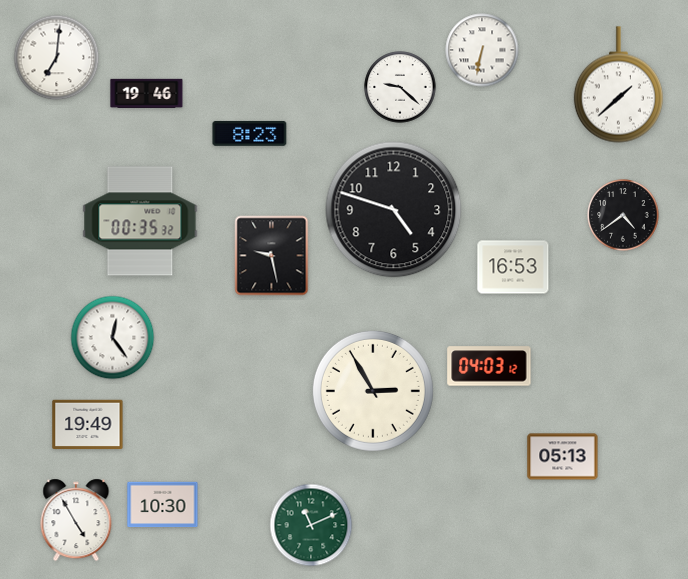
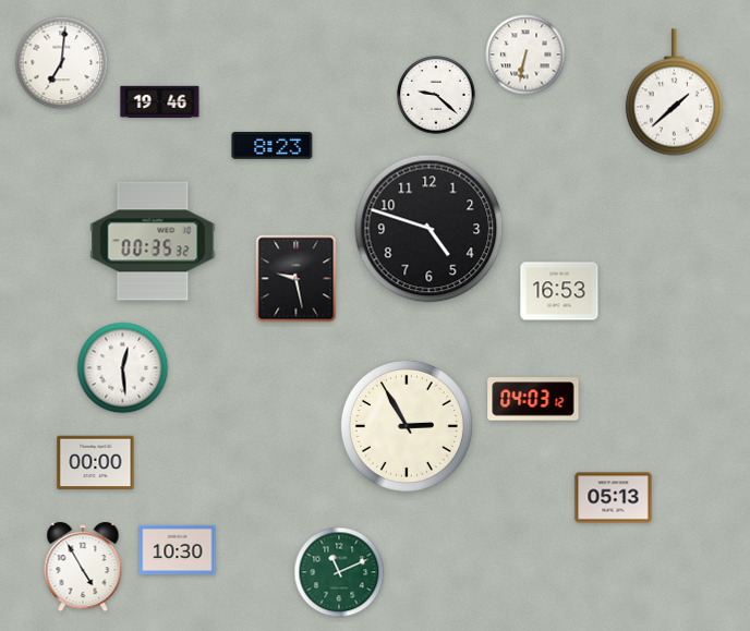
clock at (623, 215): 4:39 -> none
clock at (113, 338): 12:24 -> 12:29
clock at (88, 425): 19:49 -> 00:00
